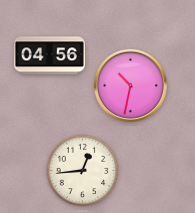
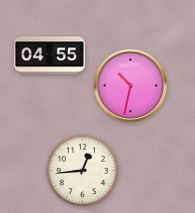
clock at (49, 56): 04:56 -> 04:55
